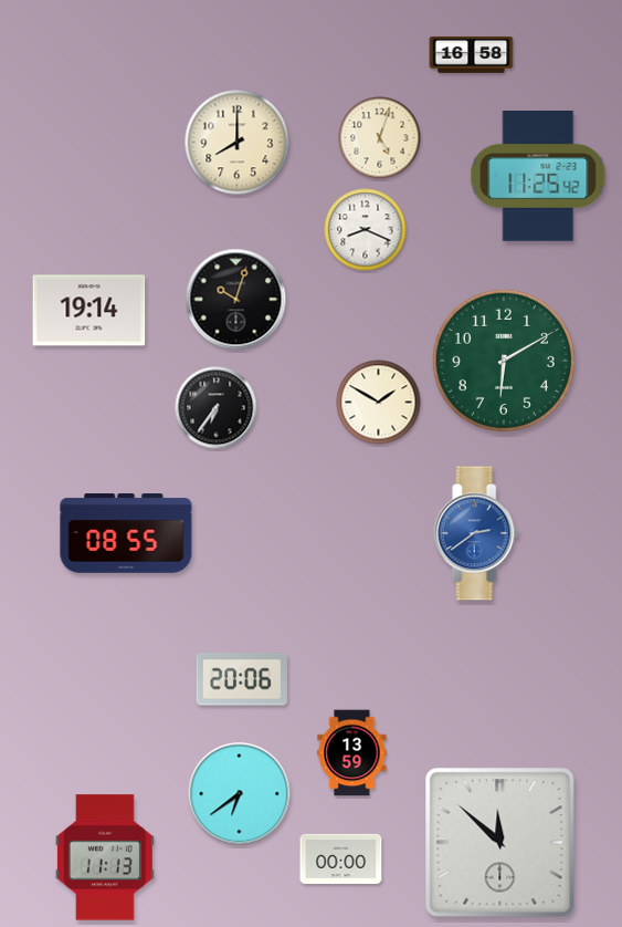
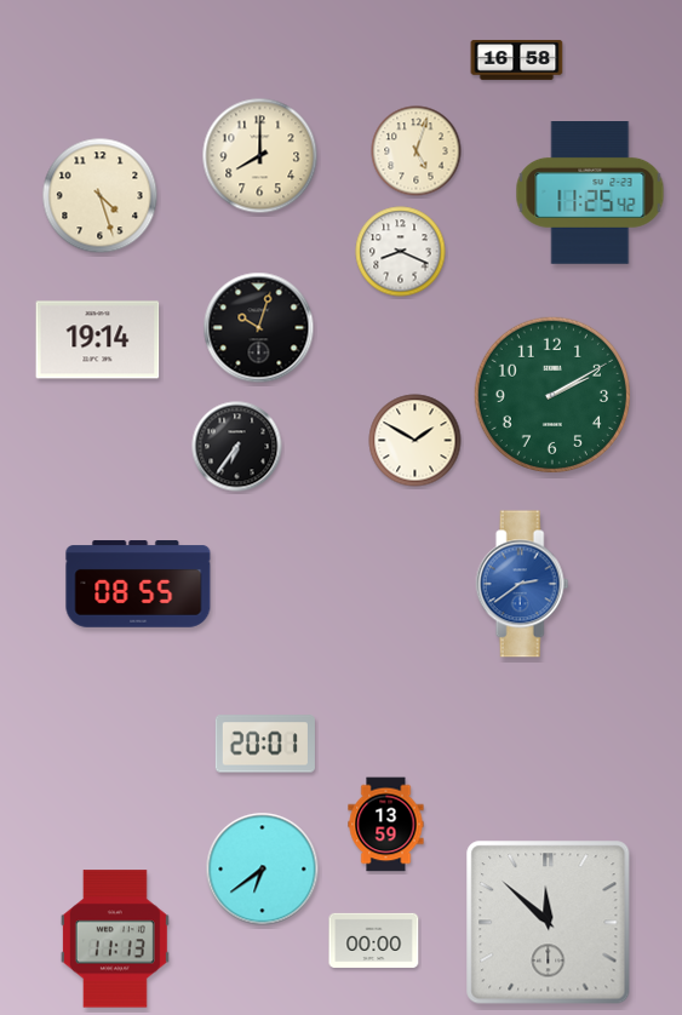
clock at (101, 196): none -> 4:27
clock at (503, 360): 6:10 -> 2:10
clock at (242, 679): 20:06 -> 20:01
